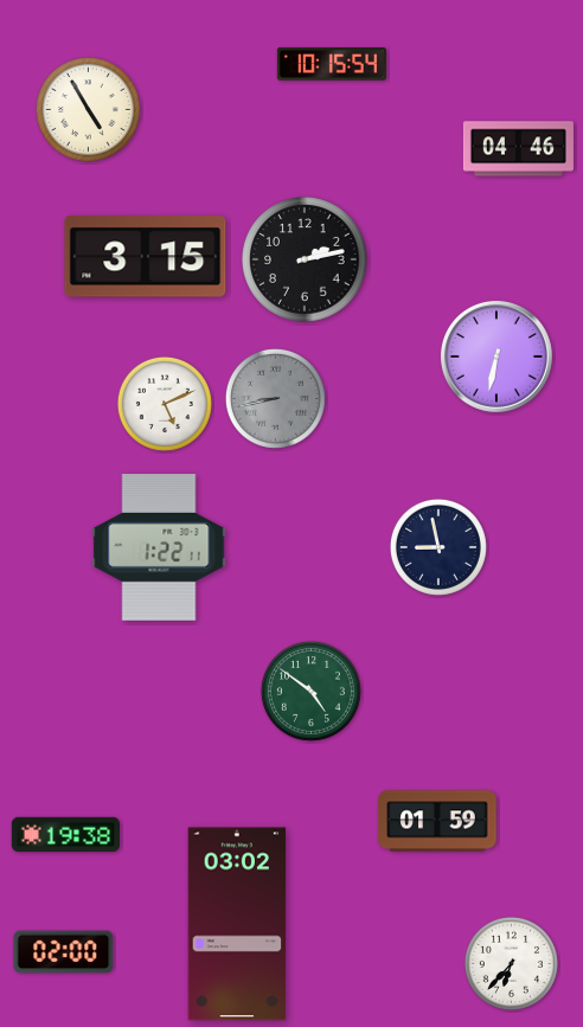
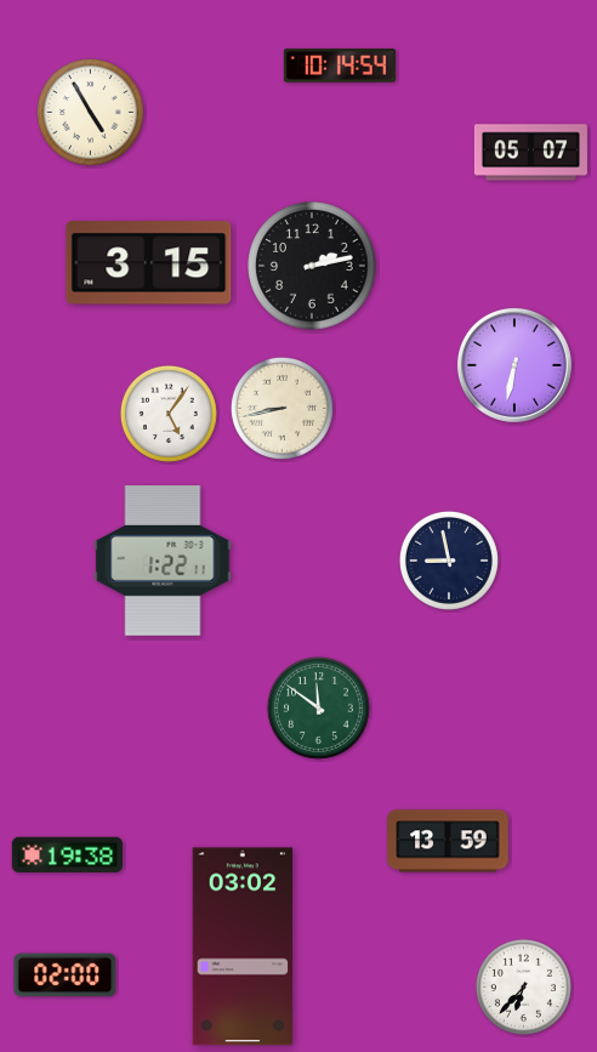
clock at (332, 64): 10:15 -> 10:14
clock at (518, 149): 04:46 -> 05:07
clock at (496, 357) position: (496, 357) -> (514, 365)
clock at (275, 398) dial: grey -> cream
clock at (165, 404): 5:11 -> 5:06
clock at (310, 691): 4:51 -> 11:51
clock at (437, 821): 01:59 -> 13:59
